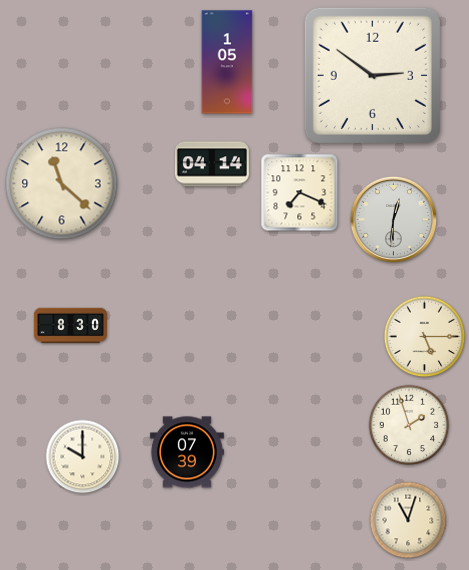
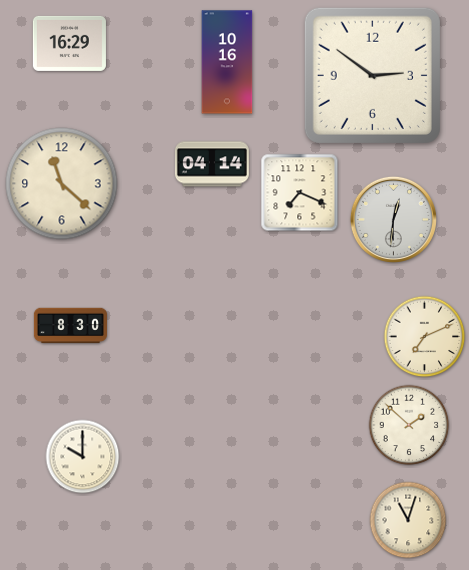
clock at (69, 43): none -> 16:29
clock at (227, 62): 1:05 -> 10:16
clock at (425, 337): 5:15 -> 7:11
clock at (409, 425): 1:57 -> 1:52
clock at (187, 452): 07:39 -> none
